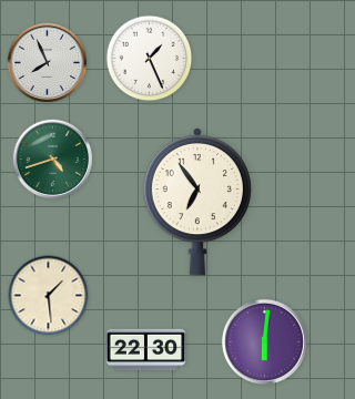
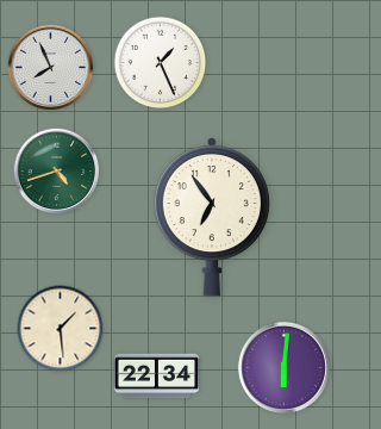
clock at (49, 296) position: (49, 296) -> (61, 329)
clock at (146, 350): 22:30 -> 22:34
